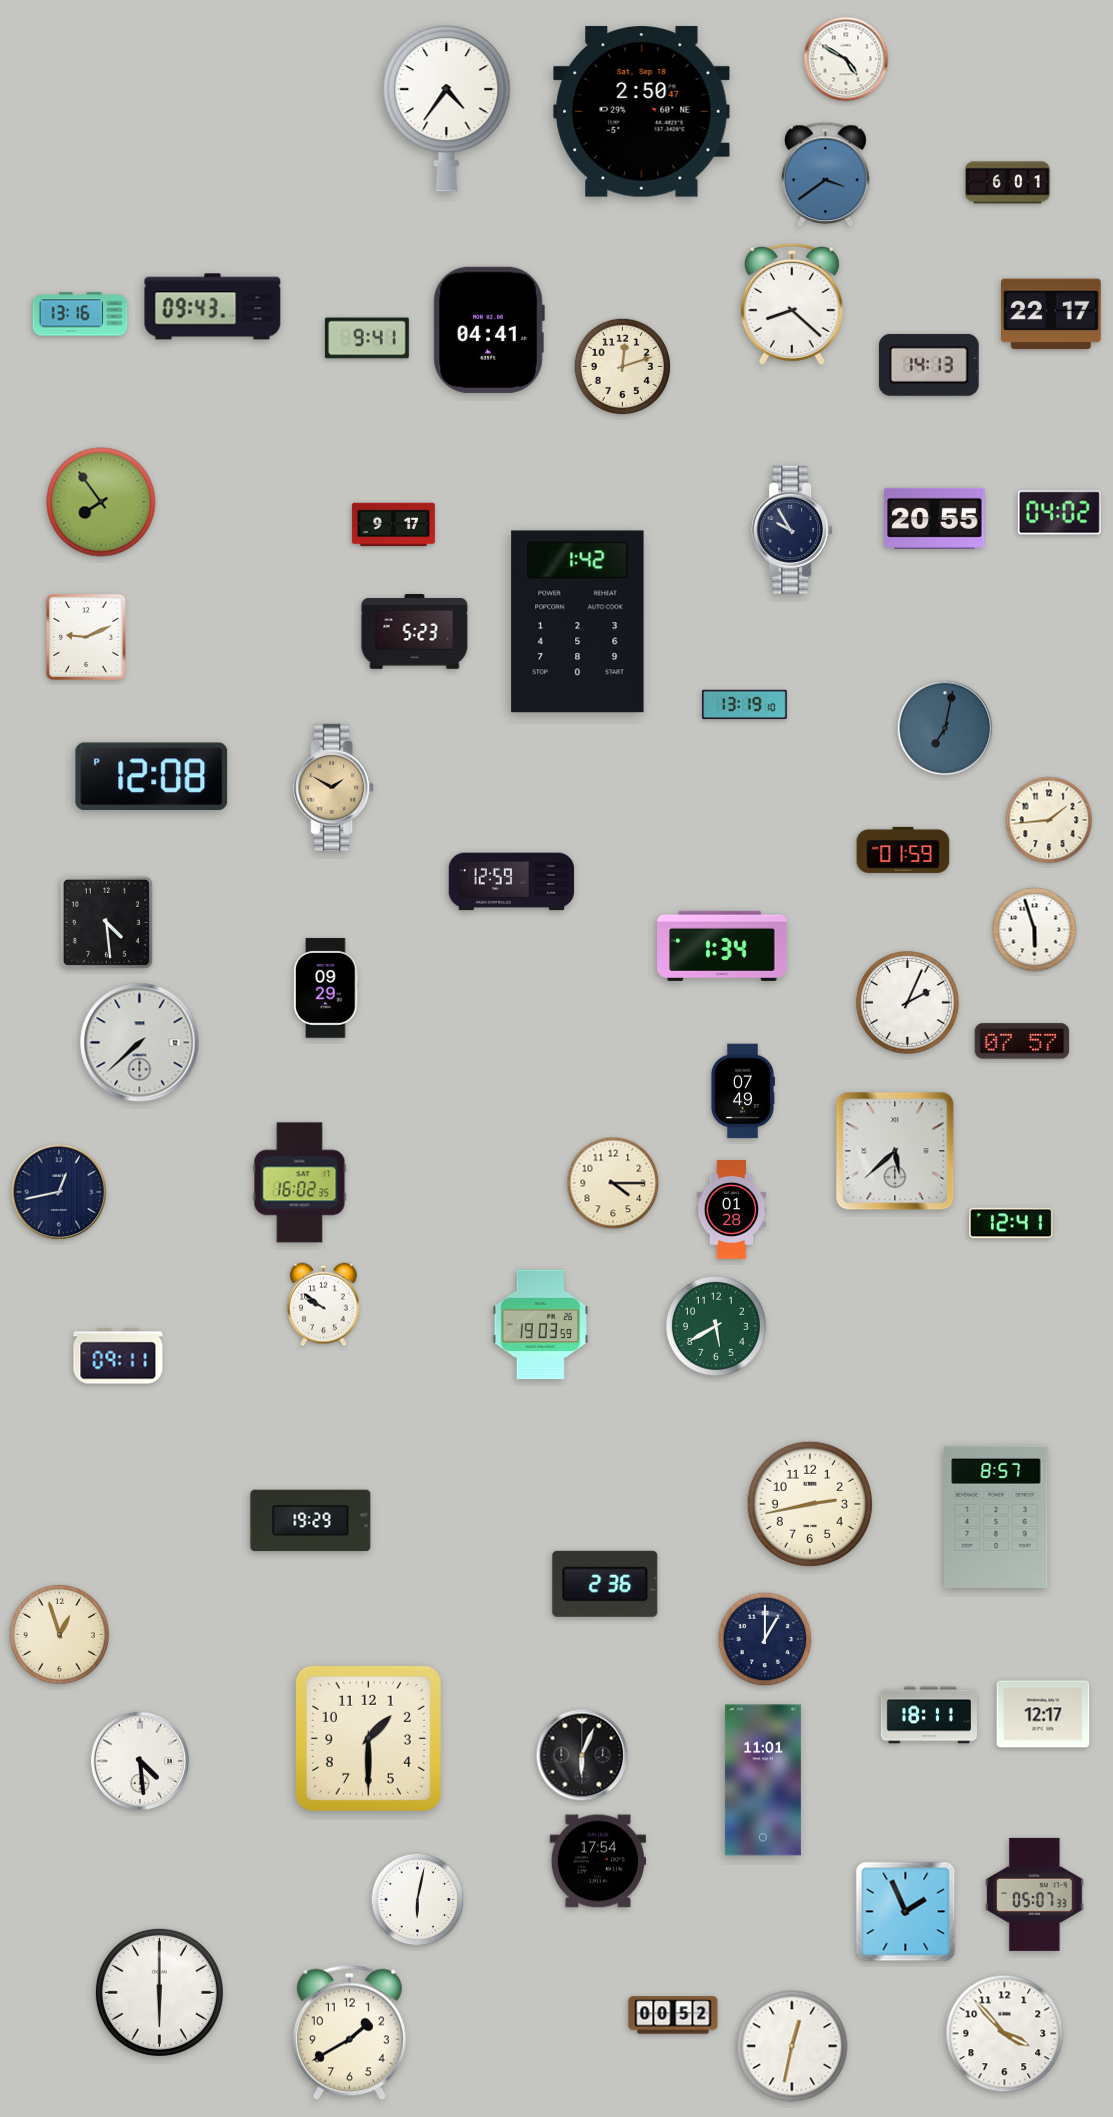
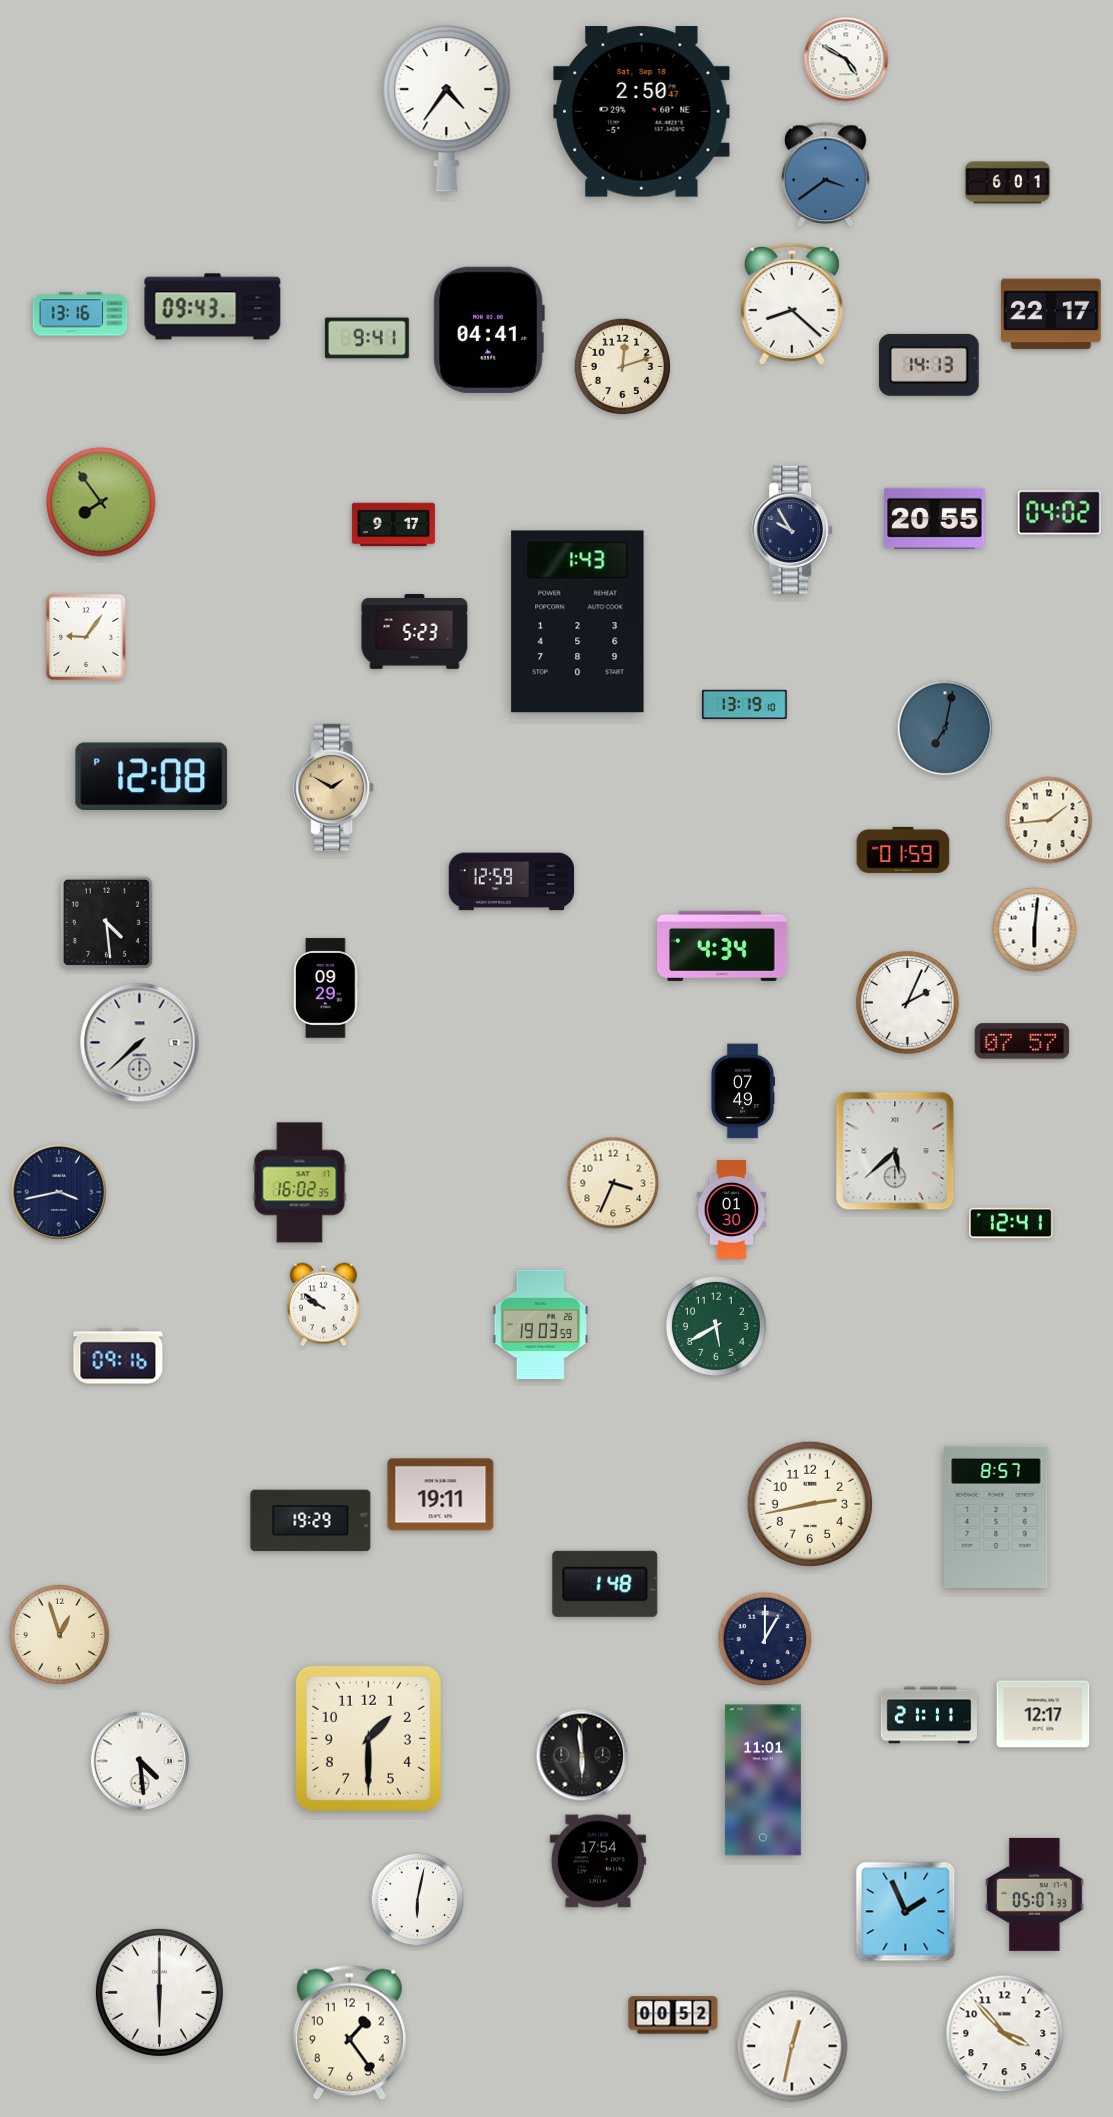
clock at (578, 622): 1:42 -> 1:43
clock at (86, 637): 9:11 -> 9:06
clock at (1035, 930): 5:57 -> 6:01
clock at (723, 946): 1:34 -> 4:34
clock at (613, 1183): 4:15 -> 3:34
clock at (59, 1192): 12:43 -> 3:43
clock at (732, 1210): 01:28 -> 01:30
clock at (118, 1356): 09:11 -> 09:16
clock at (441, 1495): none -> 19:11
clock at (605, 1584): 2:36 -> 1:48
clock at (928, 1715): 18:11 -> 21:11
clock at (582, 1755): 6:04 -> 5:59
clock at (349, 2032): 1:40 -> 1:24
